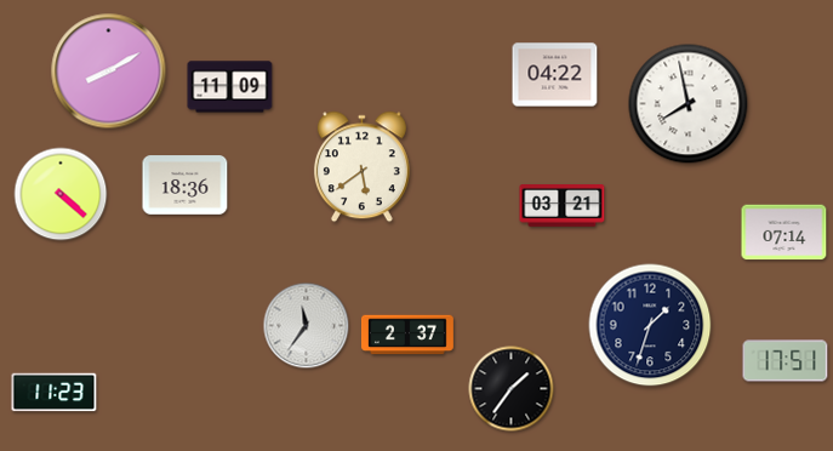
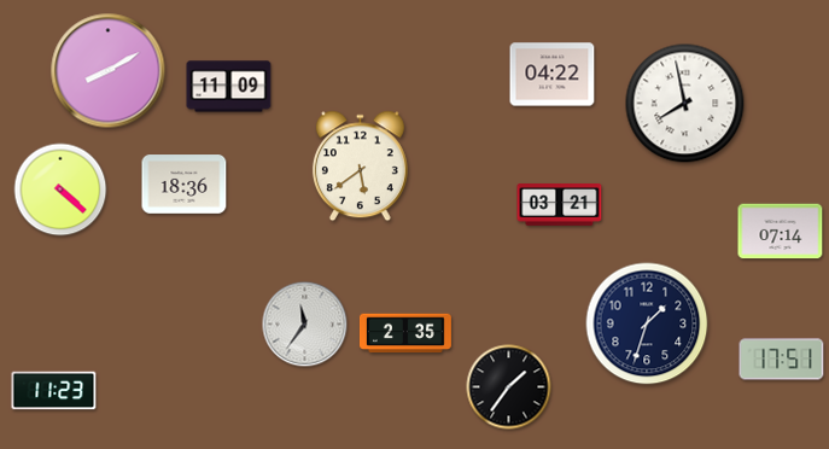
clock at (61, 194) position: (61, 194) -> (60, 189)
clock at (407, 335): 2:37 -> 2:35
